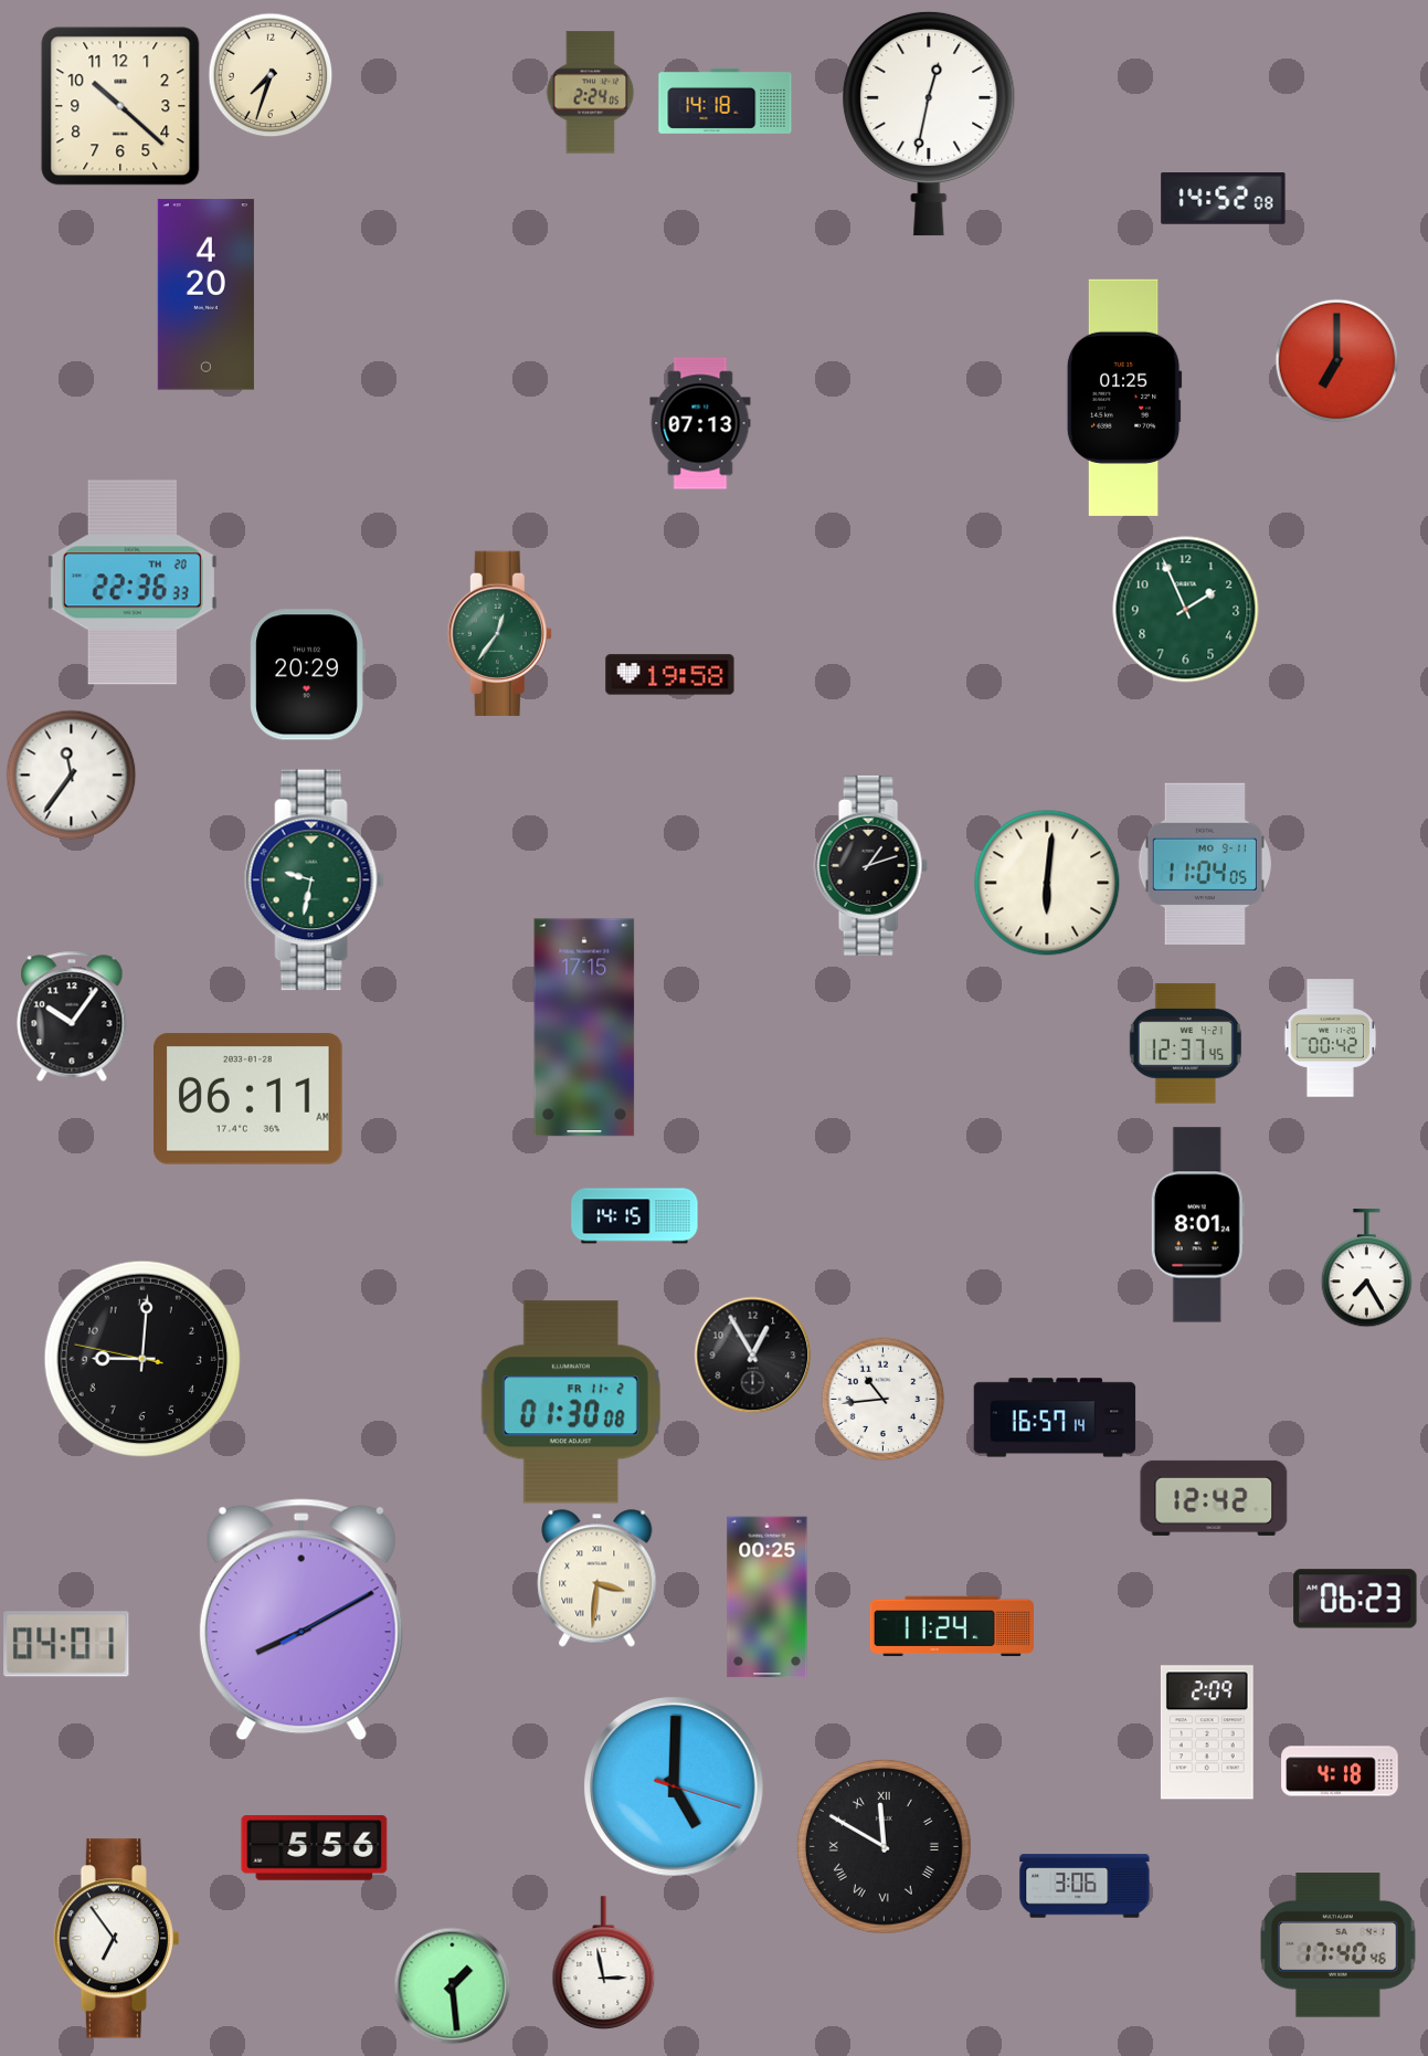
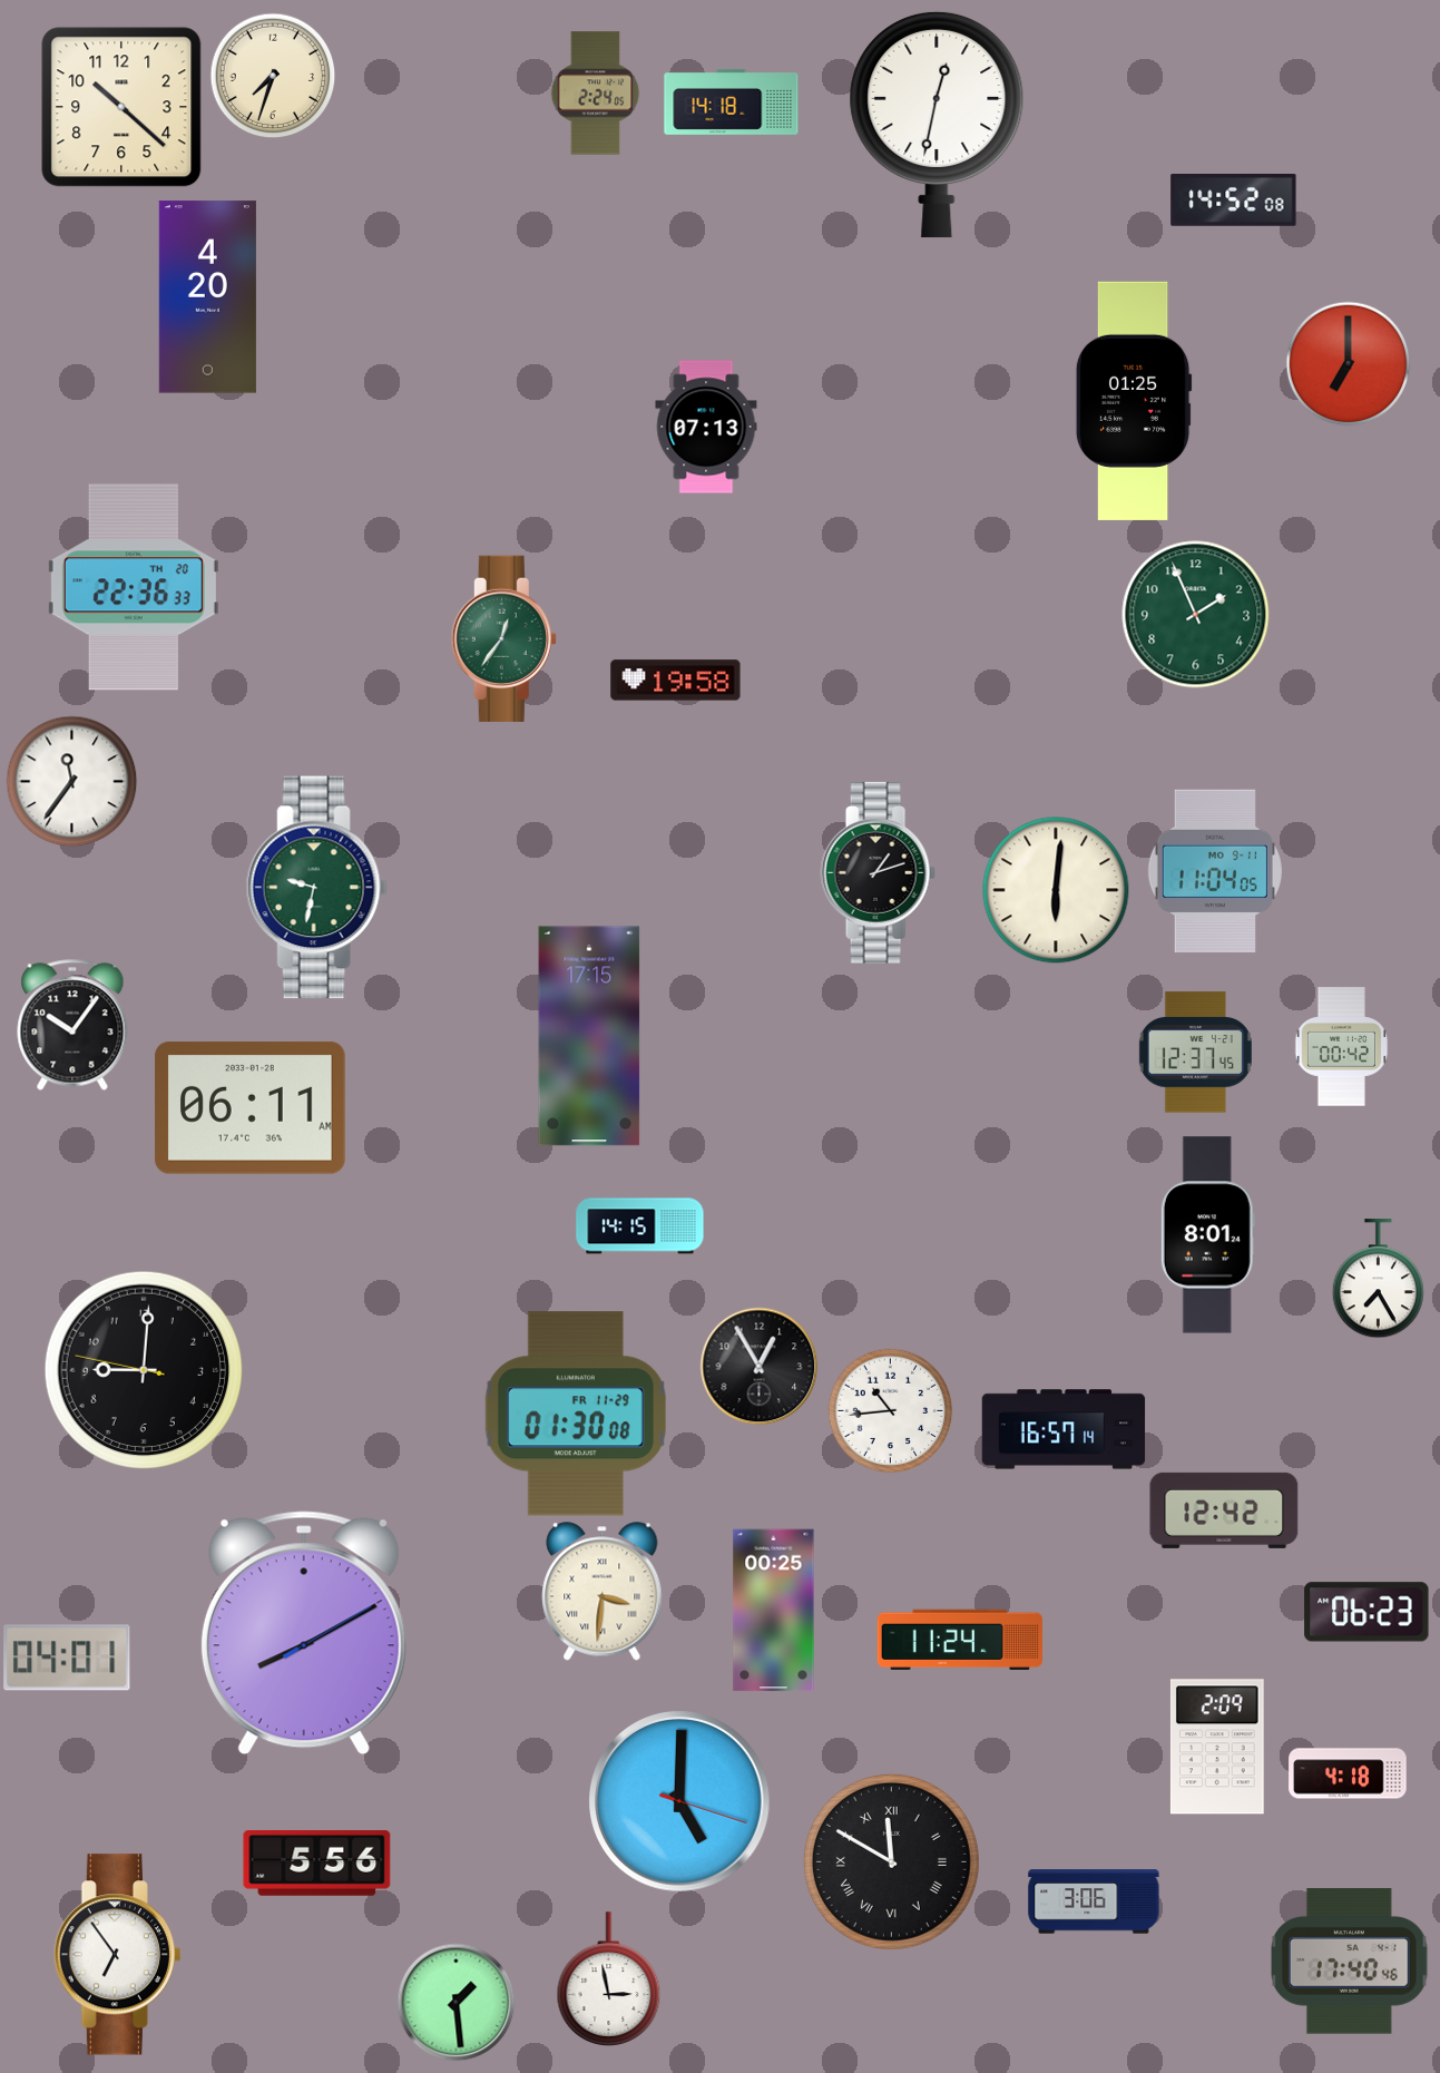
clock at (307, 675): 20:29 -> none
clock at (571, 1402) date: FR 11-2 -> FR 11-29
clock at (1340, 1771) position: (1340, 1771) -> (1348, 1773)
